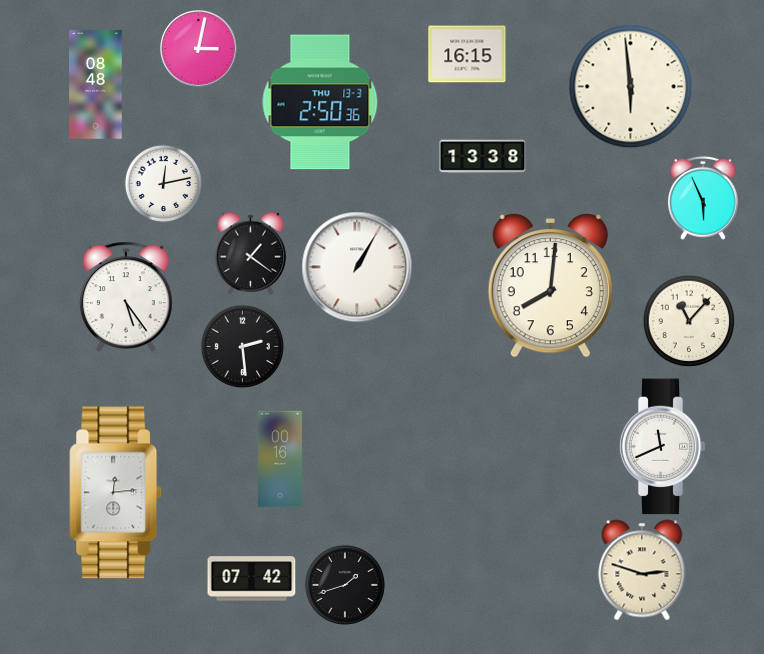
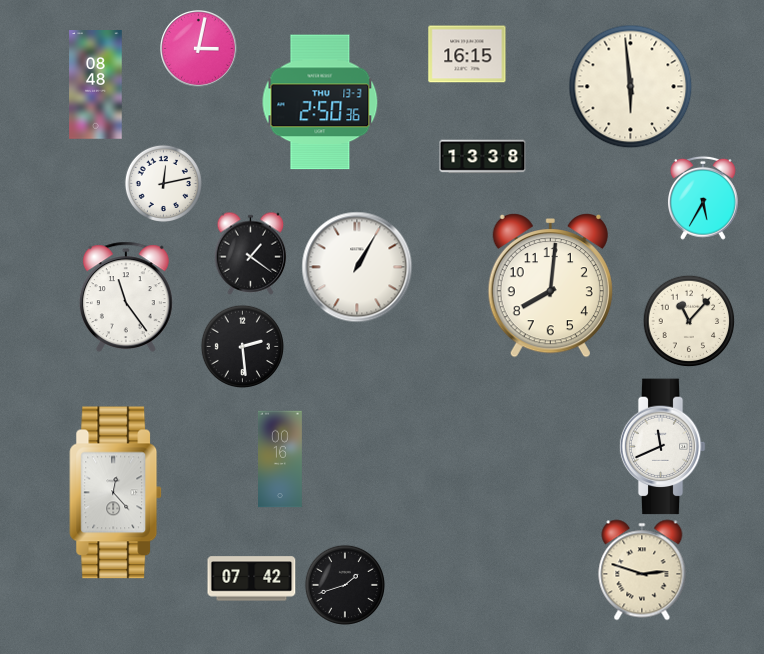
clock at (704, 198): 5:56 -> 5:35
clock at (126, 297): 5:24 -> 11:24
clock at (116, 493): 12:14 -> 12:23
